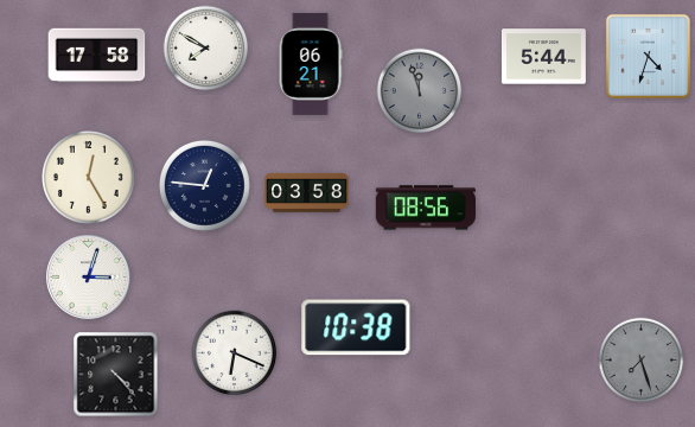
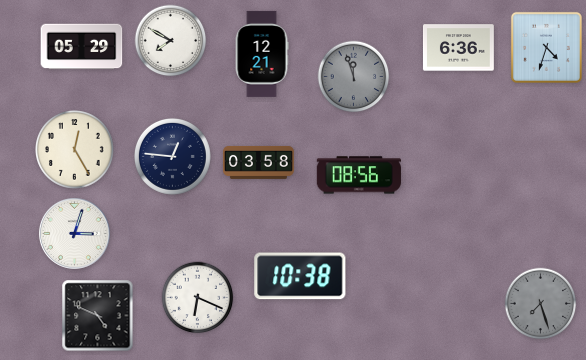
clock at (206, 49) position: (206, 49) -> (171, 41)
clock at (97, 56): 17:58 -> 05:29
clock at (543, 57): 5:44 -> 6:36
clock at (311, 64): 06:21 -> 12:21
clock at (116, 375): 4:23 -> 4:49
